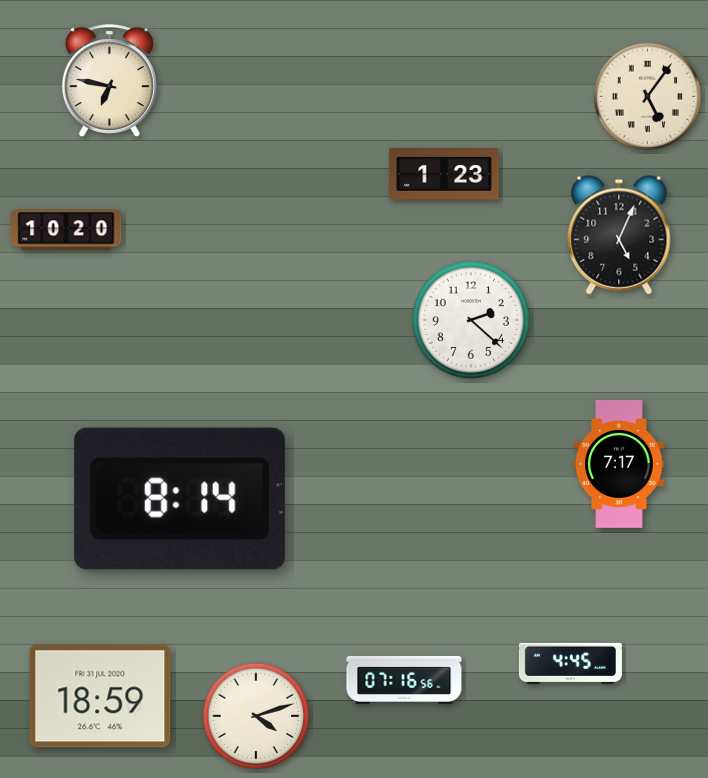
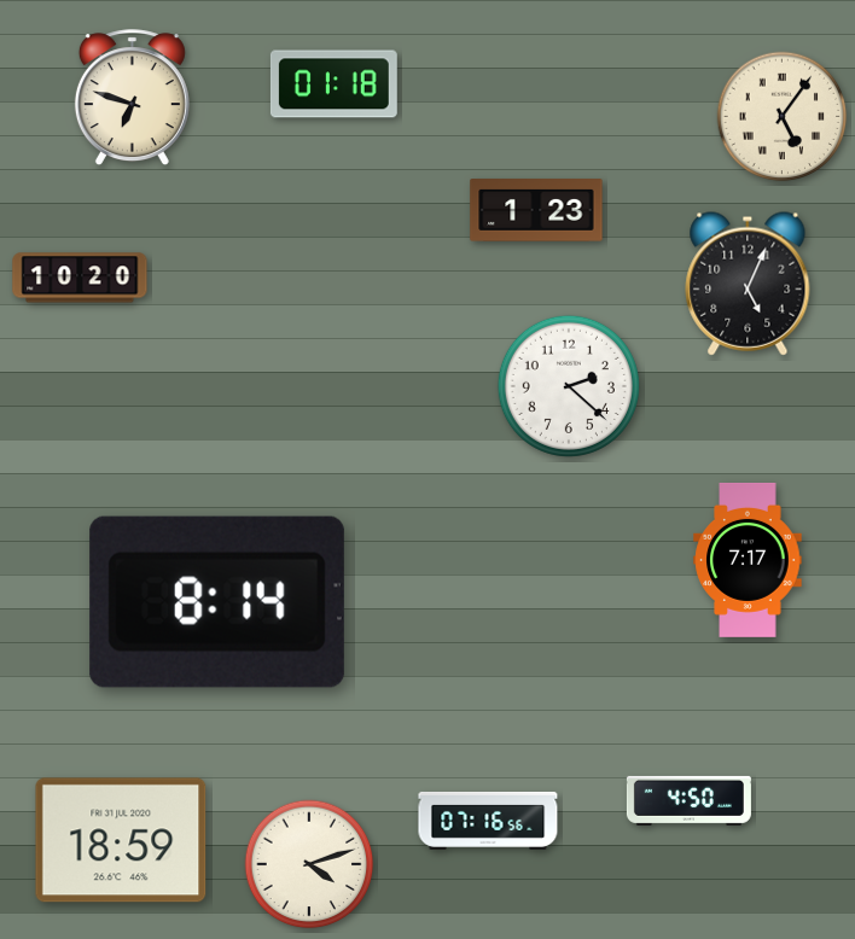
clock at (333, 84): none -> 01:18
clock at (109, 81): 6:47 -> 6:48
clock at (570, 663): 4:45 -> 4:50
